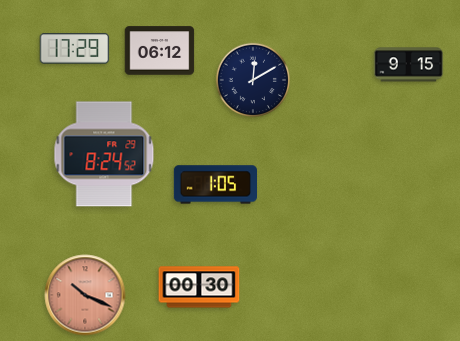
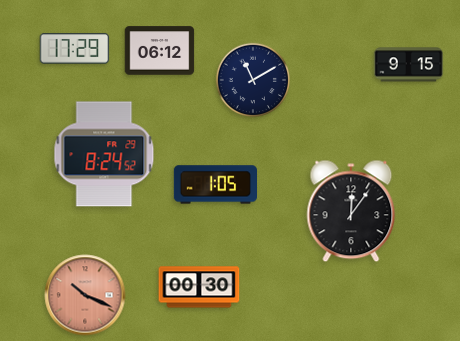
clock at (253, 80): 12:10 -> 11:10
clock at (351, 211): none -> 12:06
